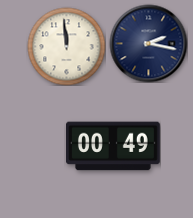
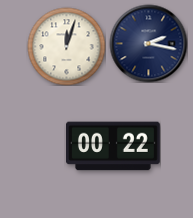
clock at (66, 46): 11:59 -> 12:03
clock at (114, 146): 00:49 -> 00:22
